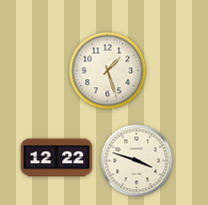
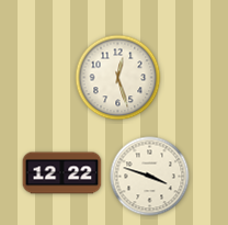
clock at (108, 71): 1:27 -> 12:27
